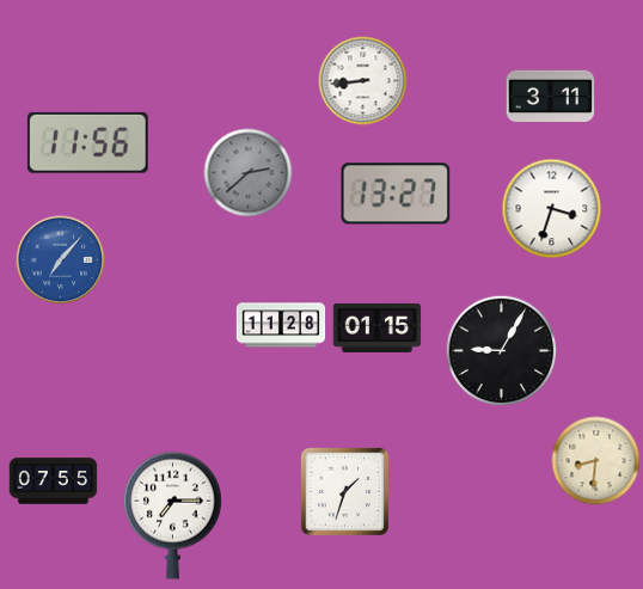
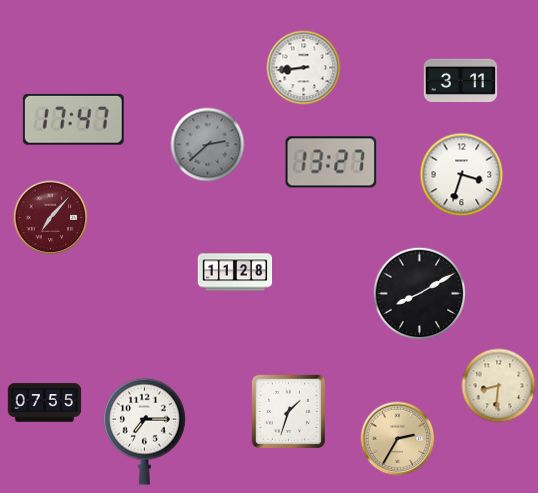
clock at (87, 142): 11:56 -> 17:47
clock at (61, 260) dial: blue -> burgundy
clock at (378, 327): 01:15 -> none
clock at (502, 351): 9:05 -> 8:10
clock at (398, 439): none -> 2:35
